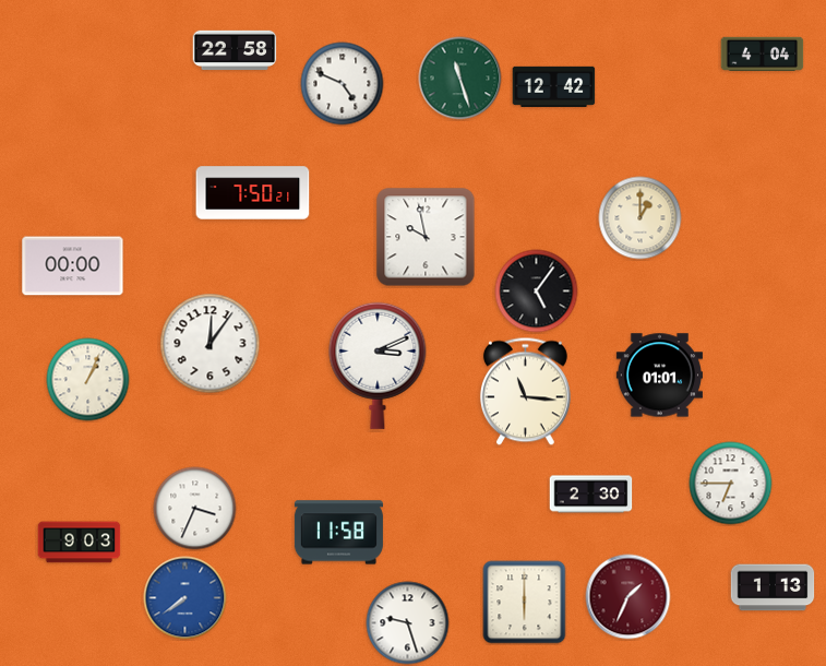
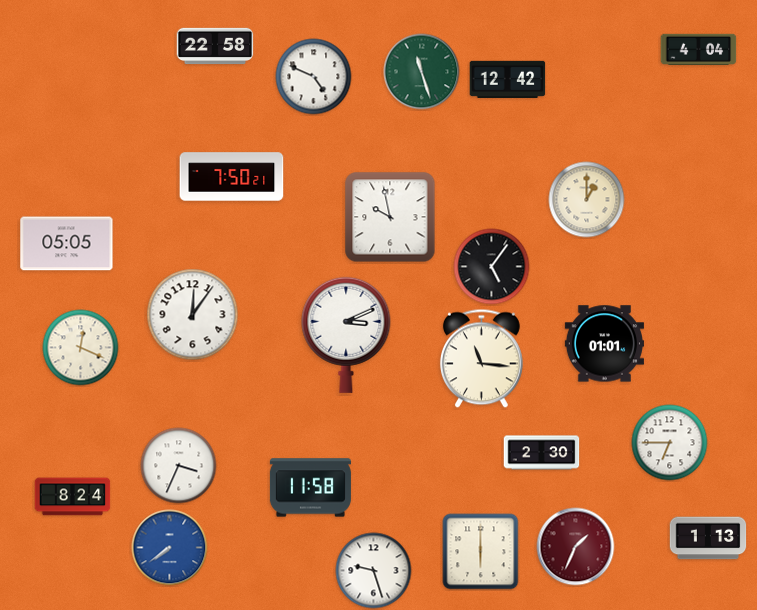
clock at (73, 266): 00:00 -> 05:05
clock at (88, 380): 1:04 -> 12:19
clock at (80, 543): 9:03 -> 8:24
